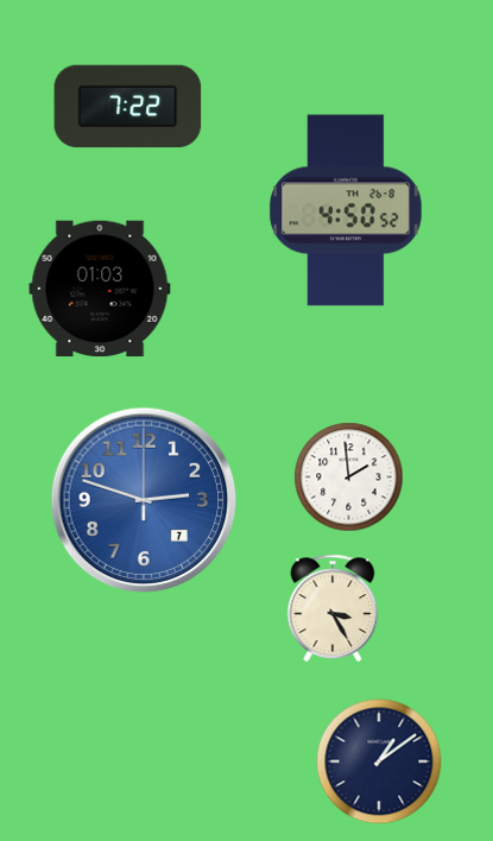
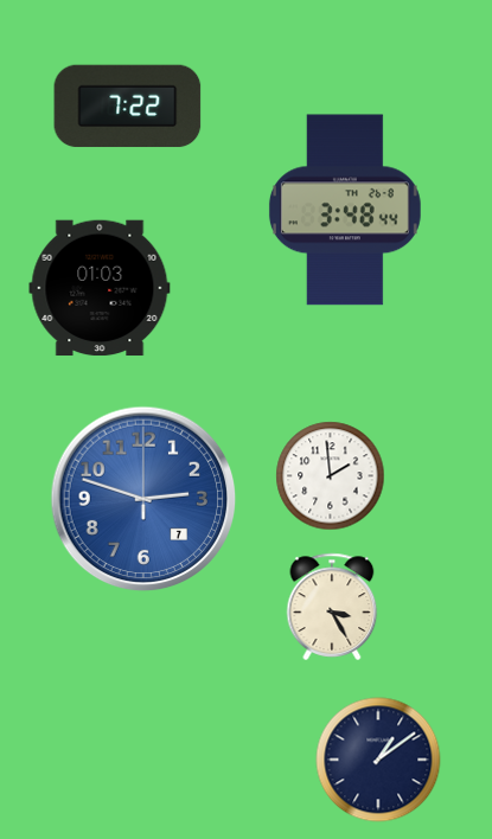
clock at (346, 210): 4:50 -> 3:48
clock at (349, 478) position: (349, 478) -> (331, 476)
